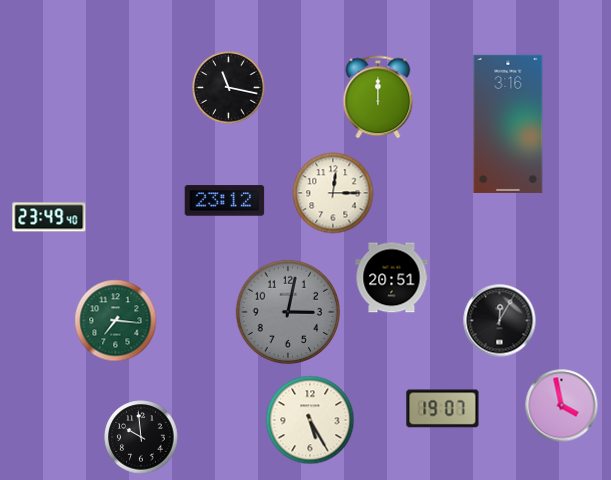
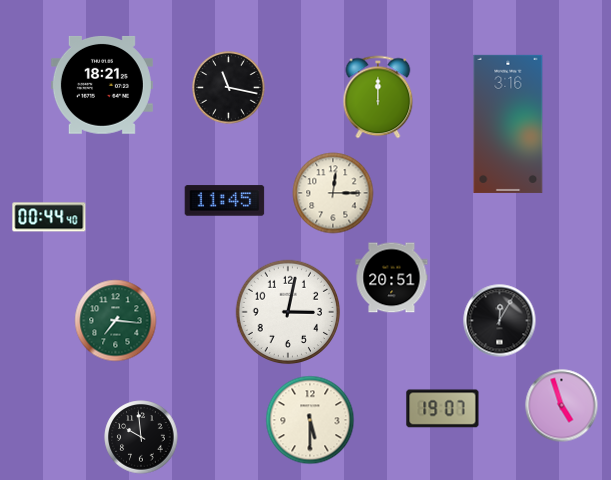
clock at (102, 85): none -> 18:21
clock at (225, 201): 23:12 -> 11:45
clock at (49, 217): 23:49 -> 00:44
clock at (288, 312) dial: grey -> white
clock at (562, 406): 3:58 -> 4:57
clock at (310, 420): 5:25 -> 5:30
